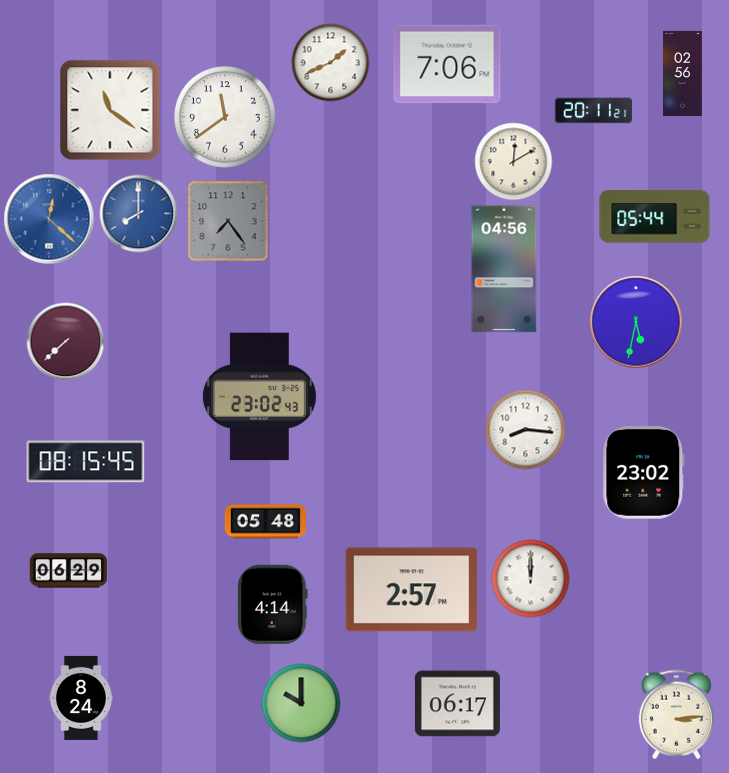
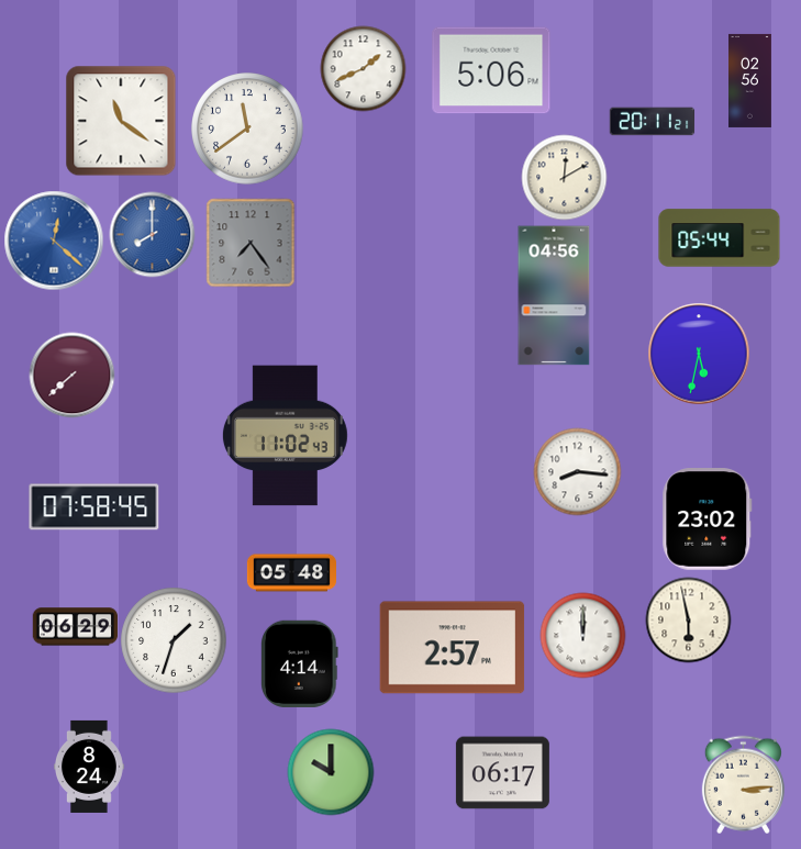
clock at (447, 64): 7:06 -> 5:06
clock at (259, 397): 23:02 -> 11:02
clock at (86, 462): 08:15 -> 07:58
clock at (688, 619): none -> 5:58
clock at (174, 640): none -> 1:33
